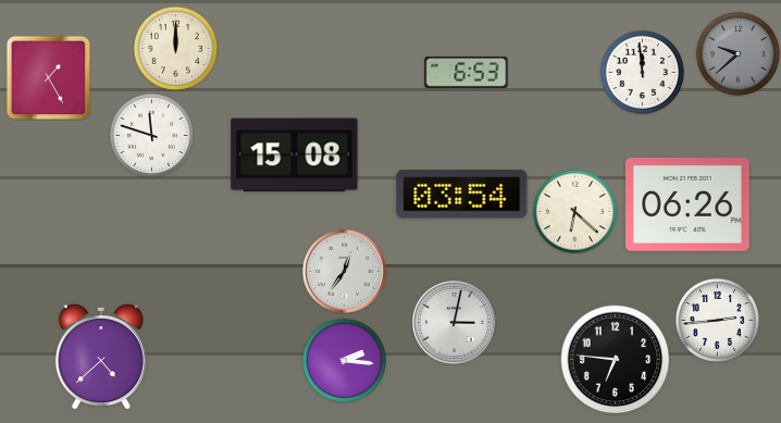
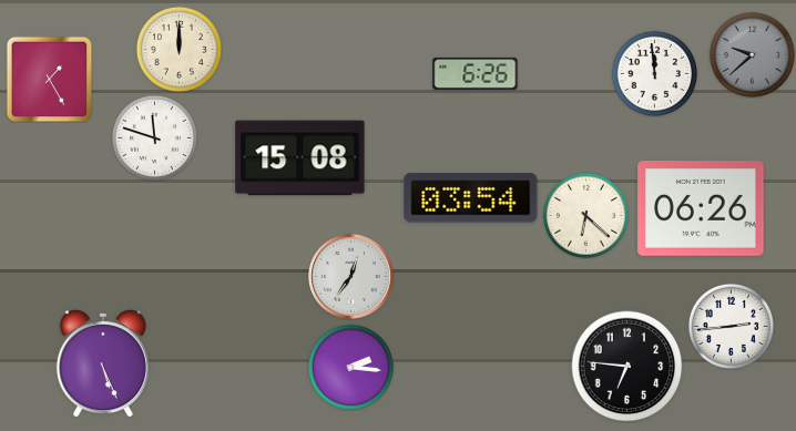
clock at (467, 72): 6:53 -> 6:26
clock at (455, 323): 3:02 -> none
clock at (101, 357): 4:38 -> 5:26
